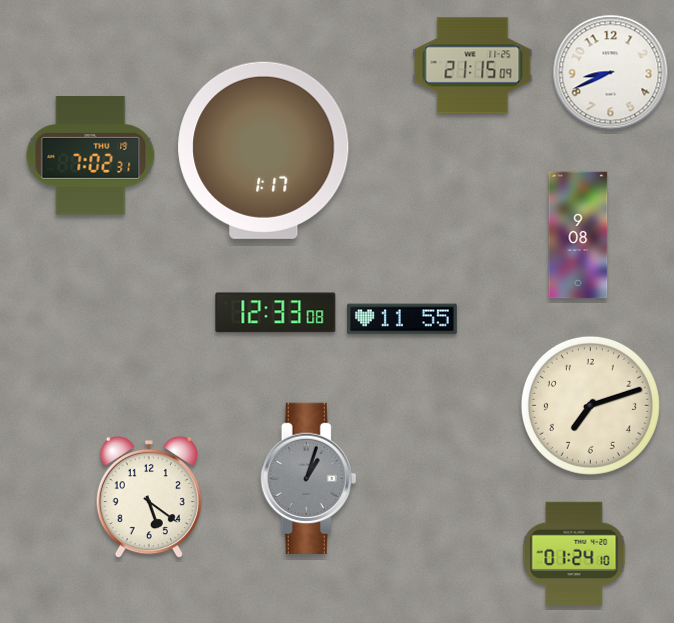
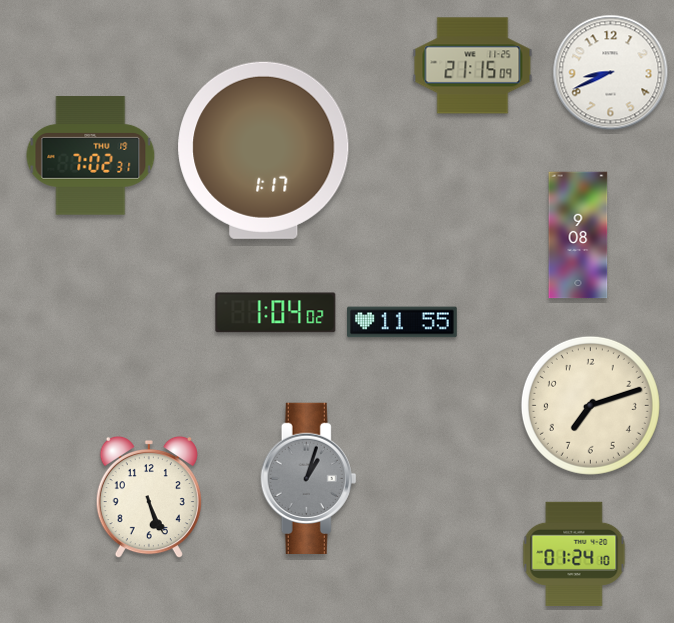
clock at (276, 313): 12:33 -> 1:04
clock at (403, 319) position: (403, 319) -> (403, 322)
clock at (149, 497): 5:21 -> 5:26
